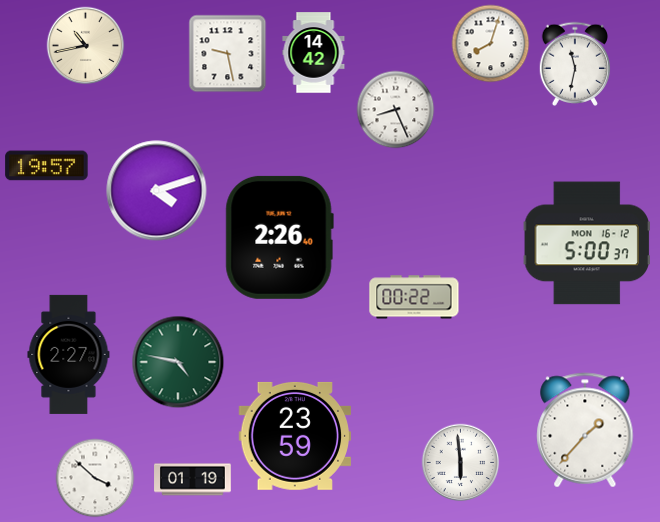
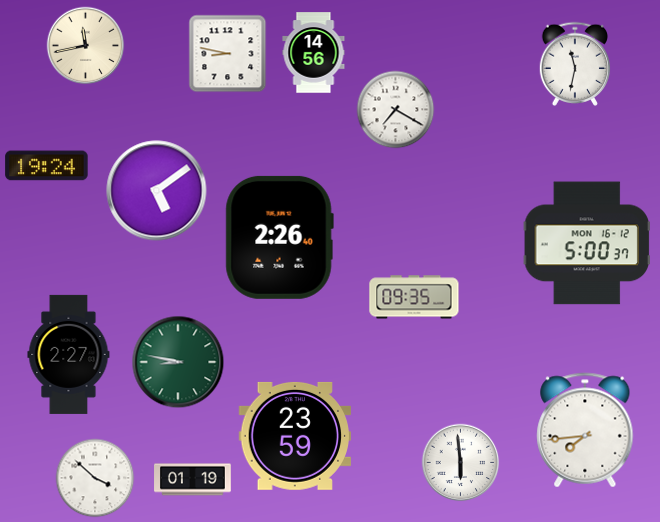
clock at (490, 43): 8:03 -> none
clock at (85, 45): 10:43 -> 11:43
clock at (227, 53): 9:28 -> 8:47
clock at (314, 53): 14:42 -> 14:56
clock at (395, 109): 8:26 -> 7:20
clock at (47, 166): 19:57 -> 19:24
clock at (157, 191): 4:12 -> 5:09
clock at (414, 297): 00:22 -> 09:35
clock at (178, 362): 4:47 -> 8:47
clock at (585, 430): 1:37 -> 7:44
